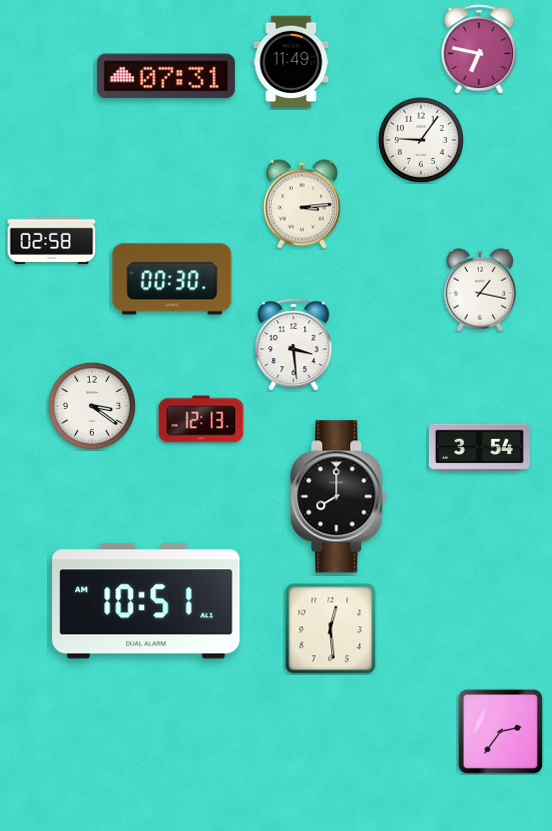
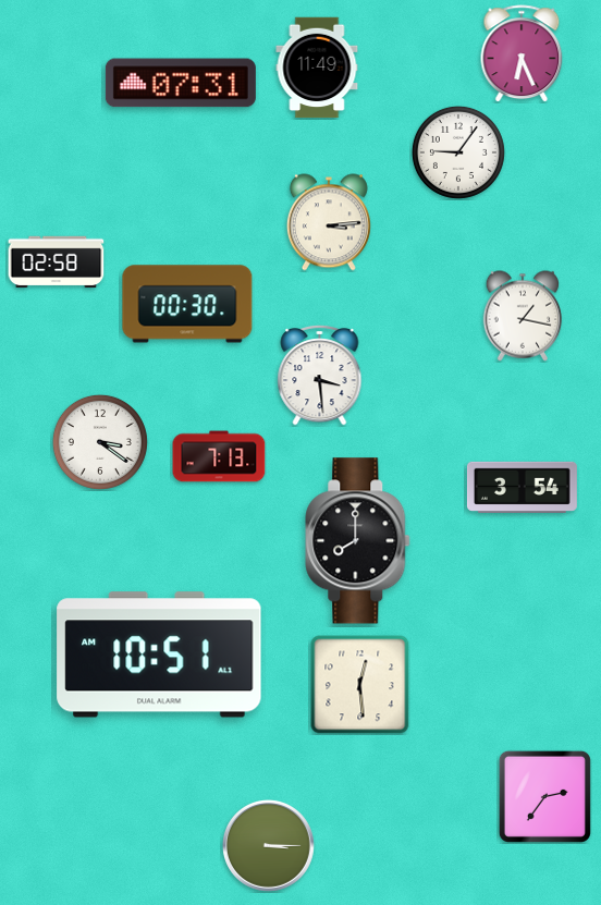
clock at (479, 49): 6:47 -> 6:26
clock at (201, 419): 12:13 -> 7:13
clock at (339, 497) position: (339, 497) -> (358, 541)
clock at (269, 846): none -> 3:15
